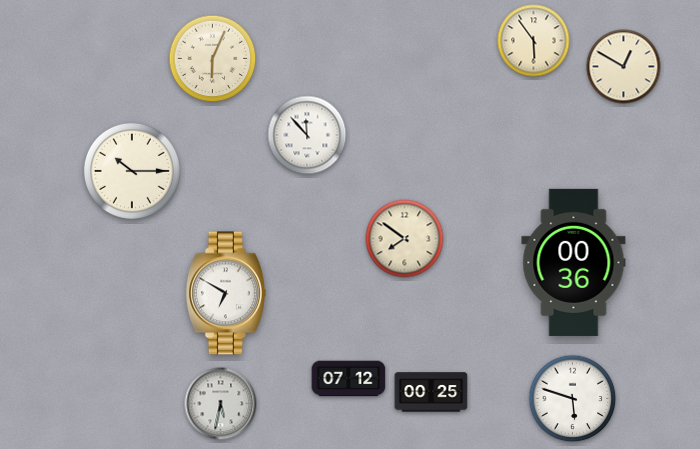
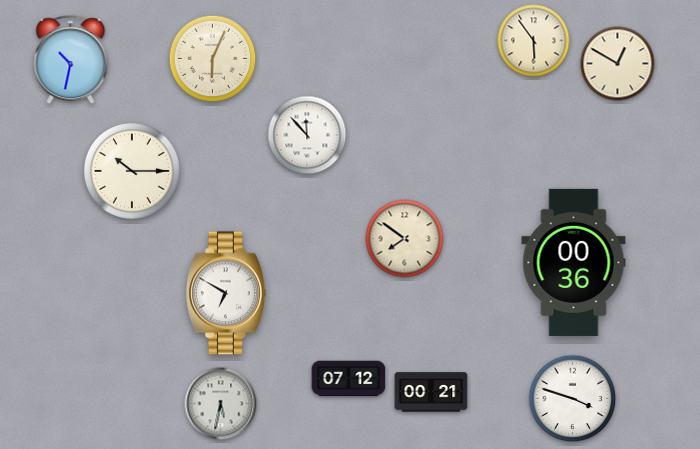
clock at (71, 60): none -> 10:32
clock at (624, 67) position: (624, 67) -> (618, 64)
clock at (431, 392): 00:25 -> 00:21
clock at (573, 399): 5:48 -> 3:48
